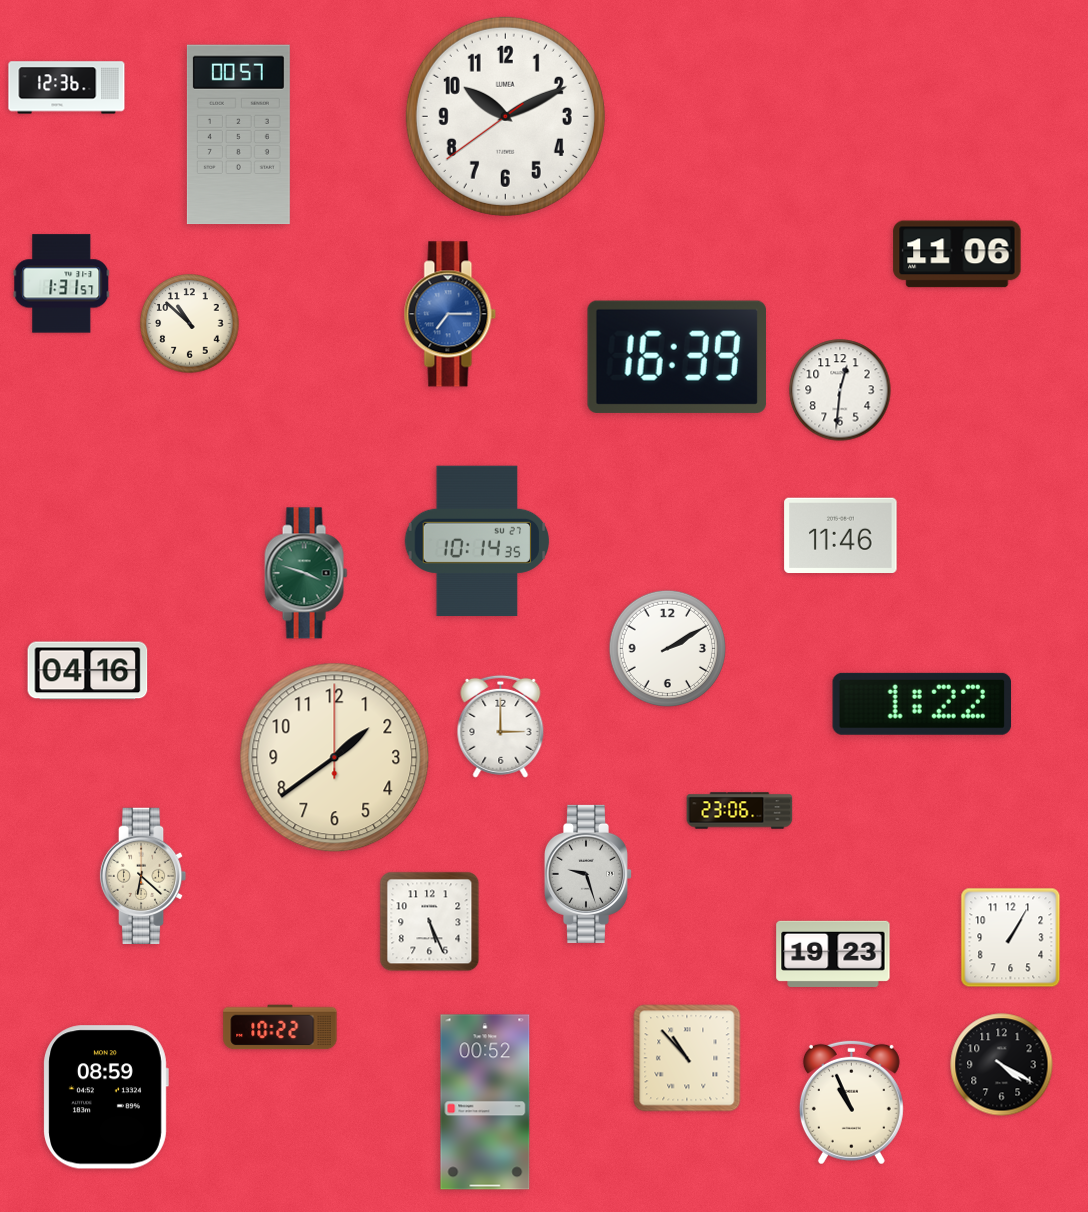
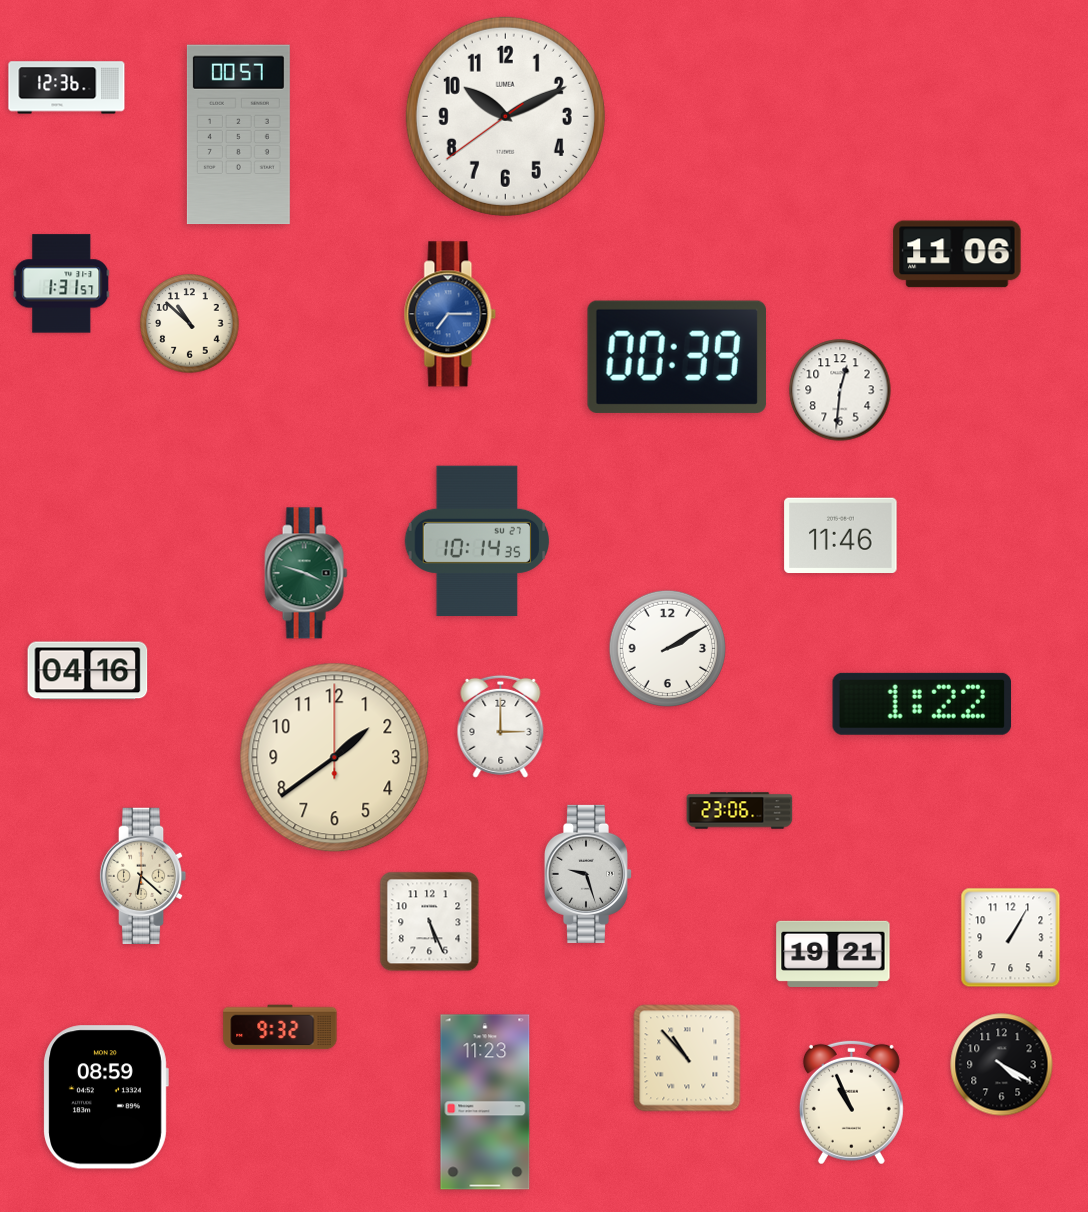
clock at (677, 357): 16:39 -> 00:39
clock at (833, 954): 19:23 -> 19:21
clock at (280, 1027): 10:22 -> 9:32
clock at (485, 1102): 00:52 -> 11:23
